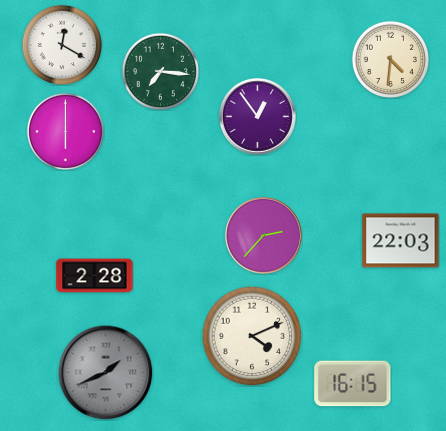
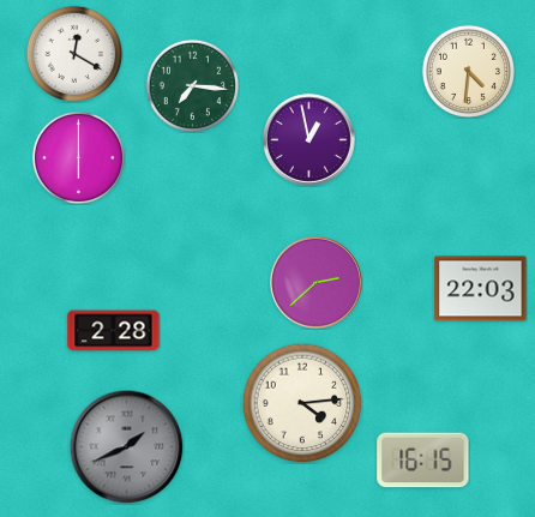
clock at (257, 116): 12:54 -> 12:58
clock at (263, 235): 2:37 -> 2:38
clock at (252, 336): 4:11 -> 4:14
